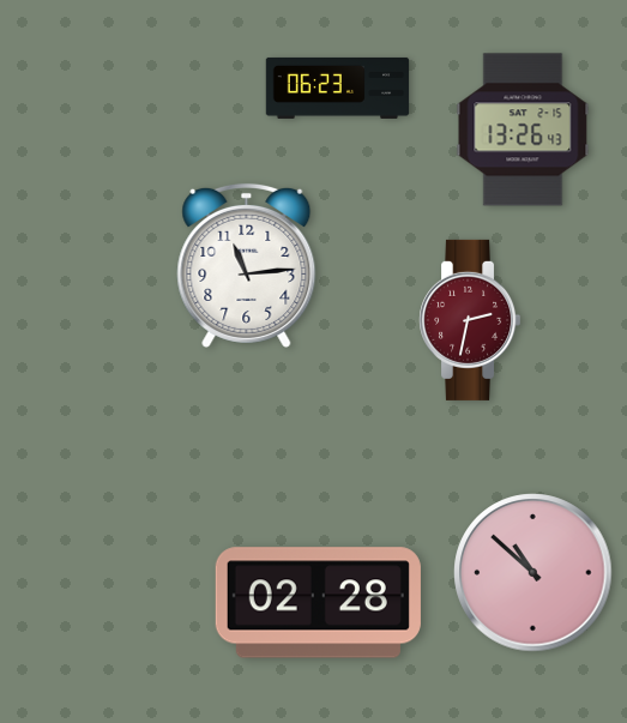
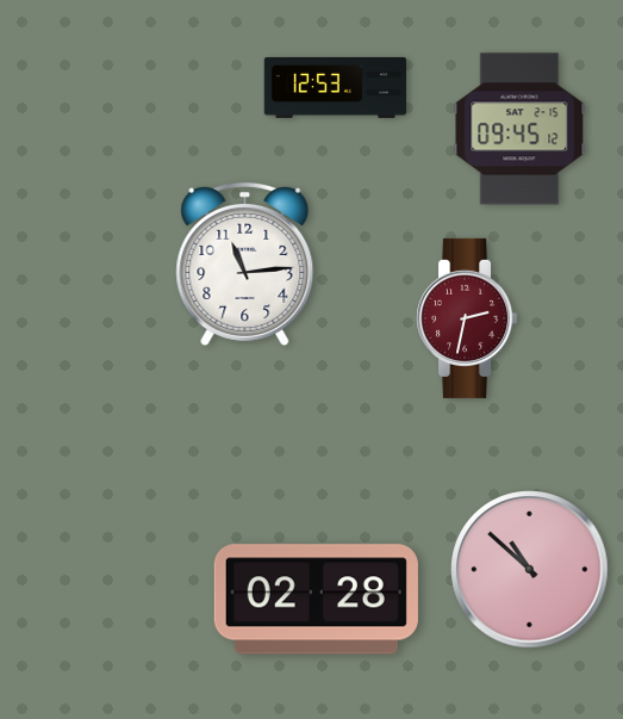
clock at (338, 88): 06:23 -> 12:53
clock at (523, 129): 13:26 -> 09:45
